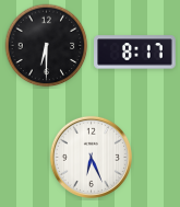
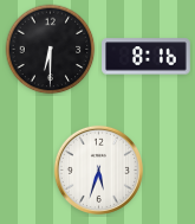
clock at (135, 53): 8:17 -> 8:16
clock at (91, 157): 6:26 -> 5:33
